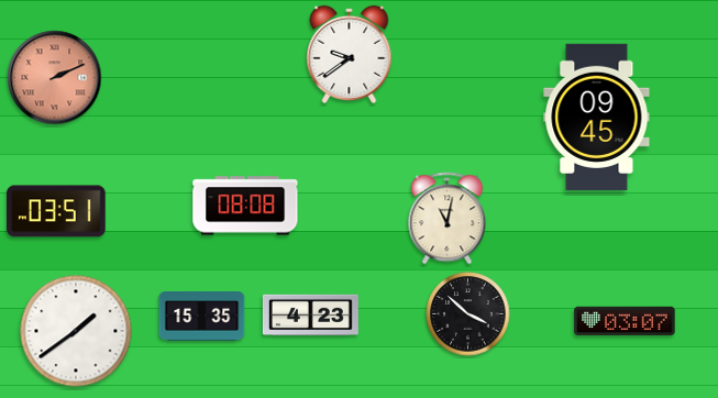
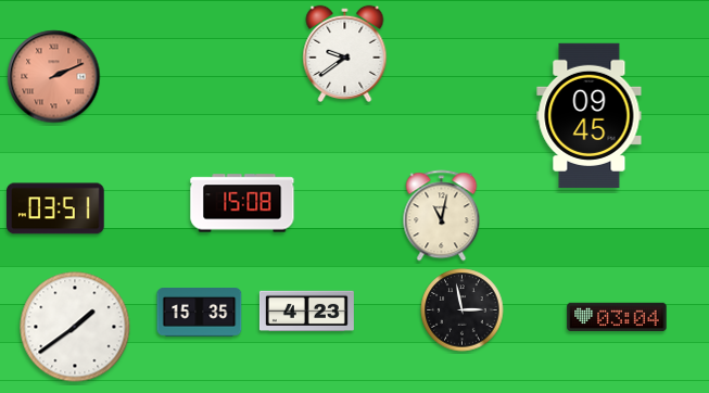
clock at (245, 206): 08:08 -> 15:08
clock at (468, 314): 3:52 -> 2:58
clock at (625, 321): 03:07 -> 03:04
